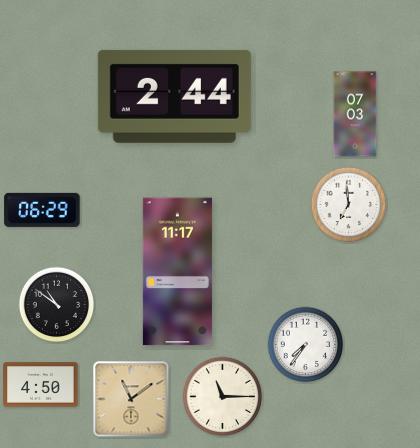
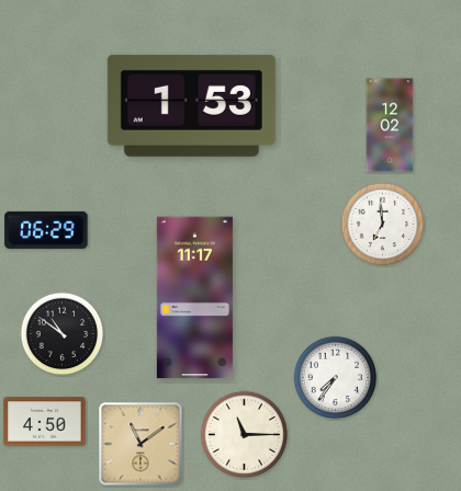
clock at (174, 96): 2:44 -> 1:53
clock at (355, 114): 07:03 -> 12:02
clock at (131, 399) position: (131, 399) -> (140, 444)
